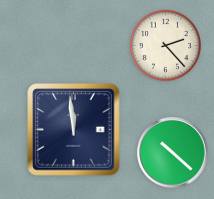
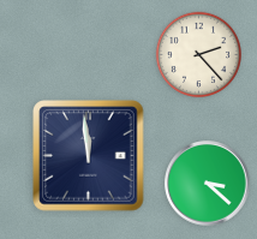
clock at (173, 153): 10:22 -> 3:22
